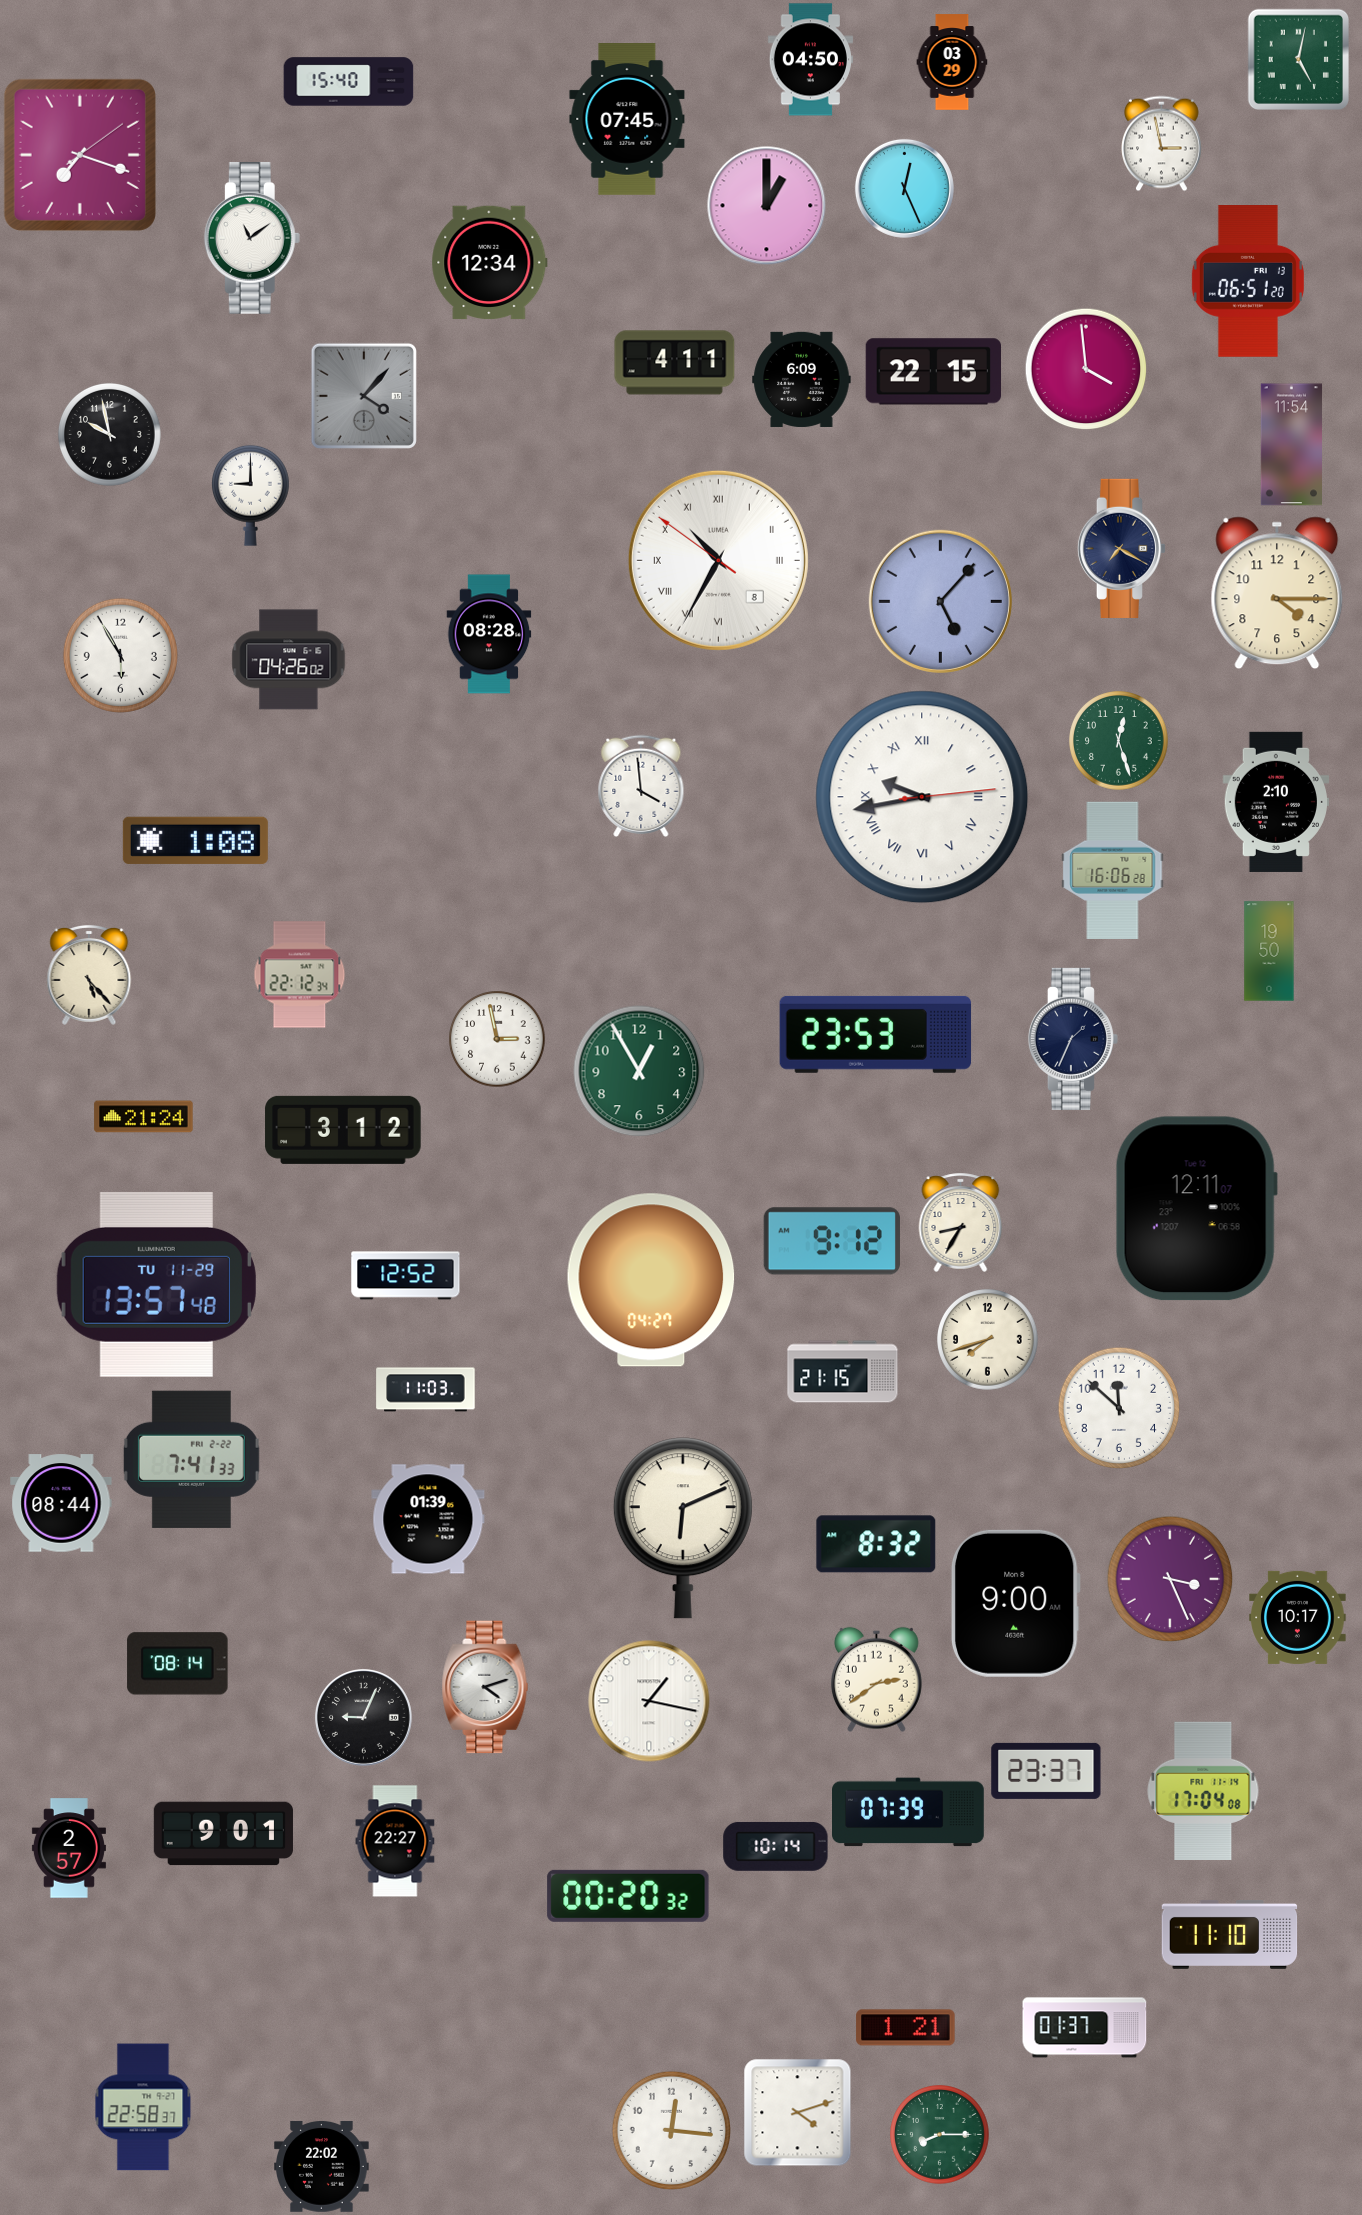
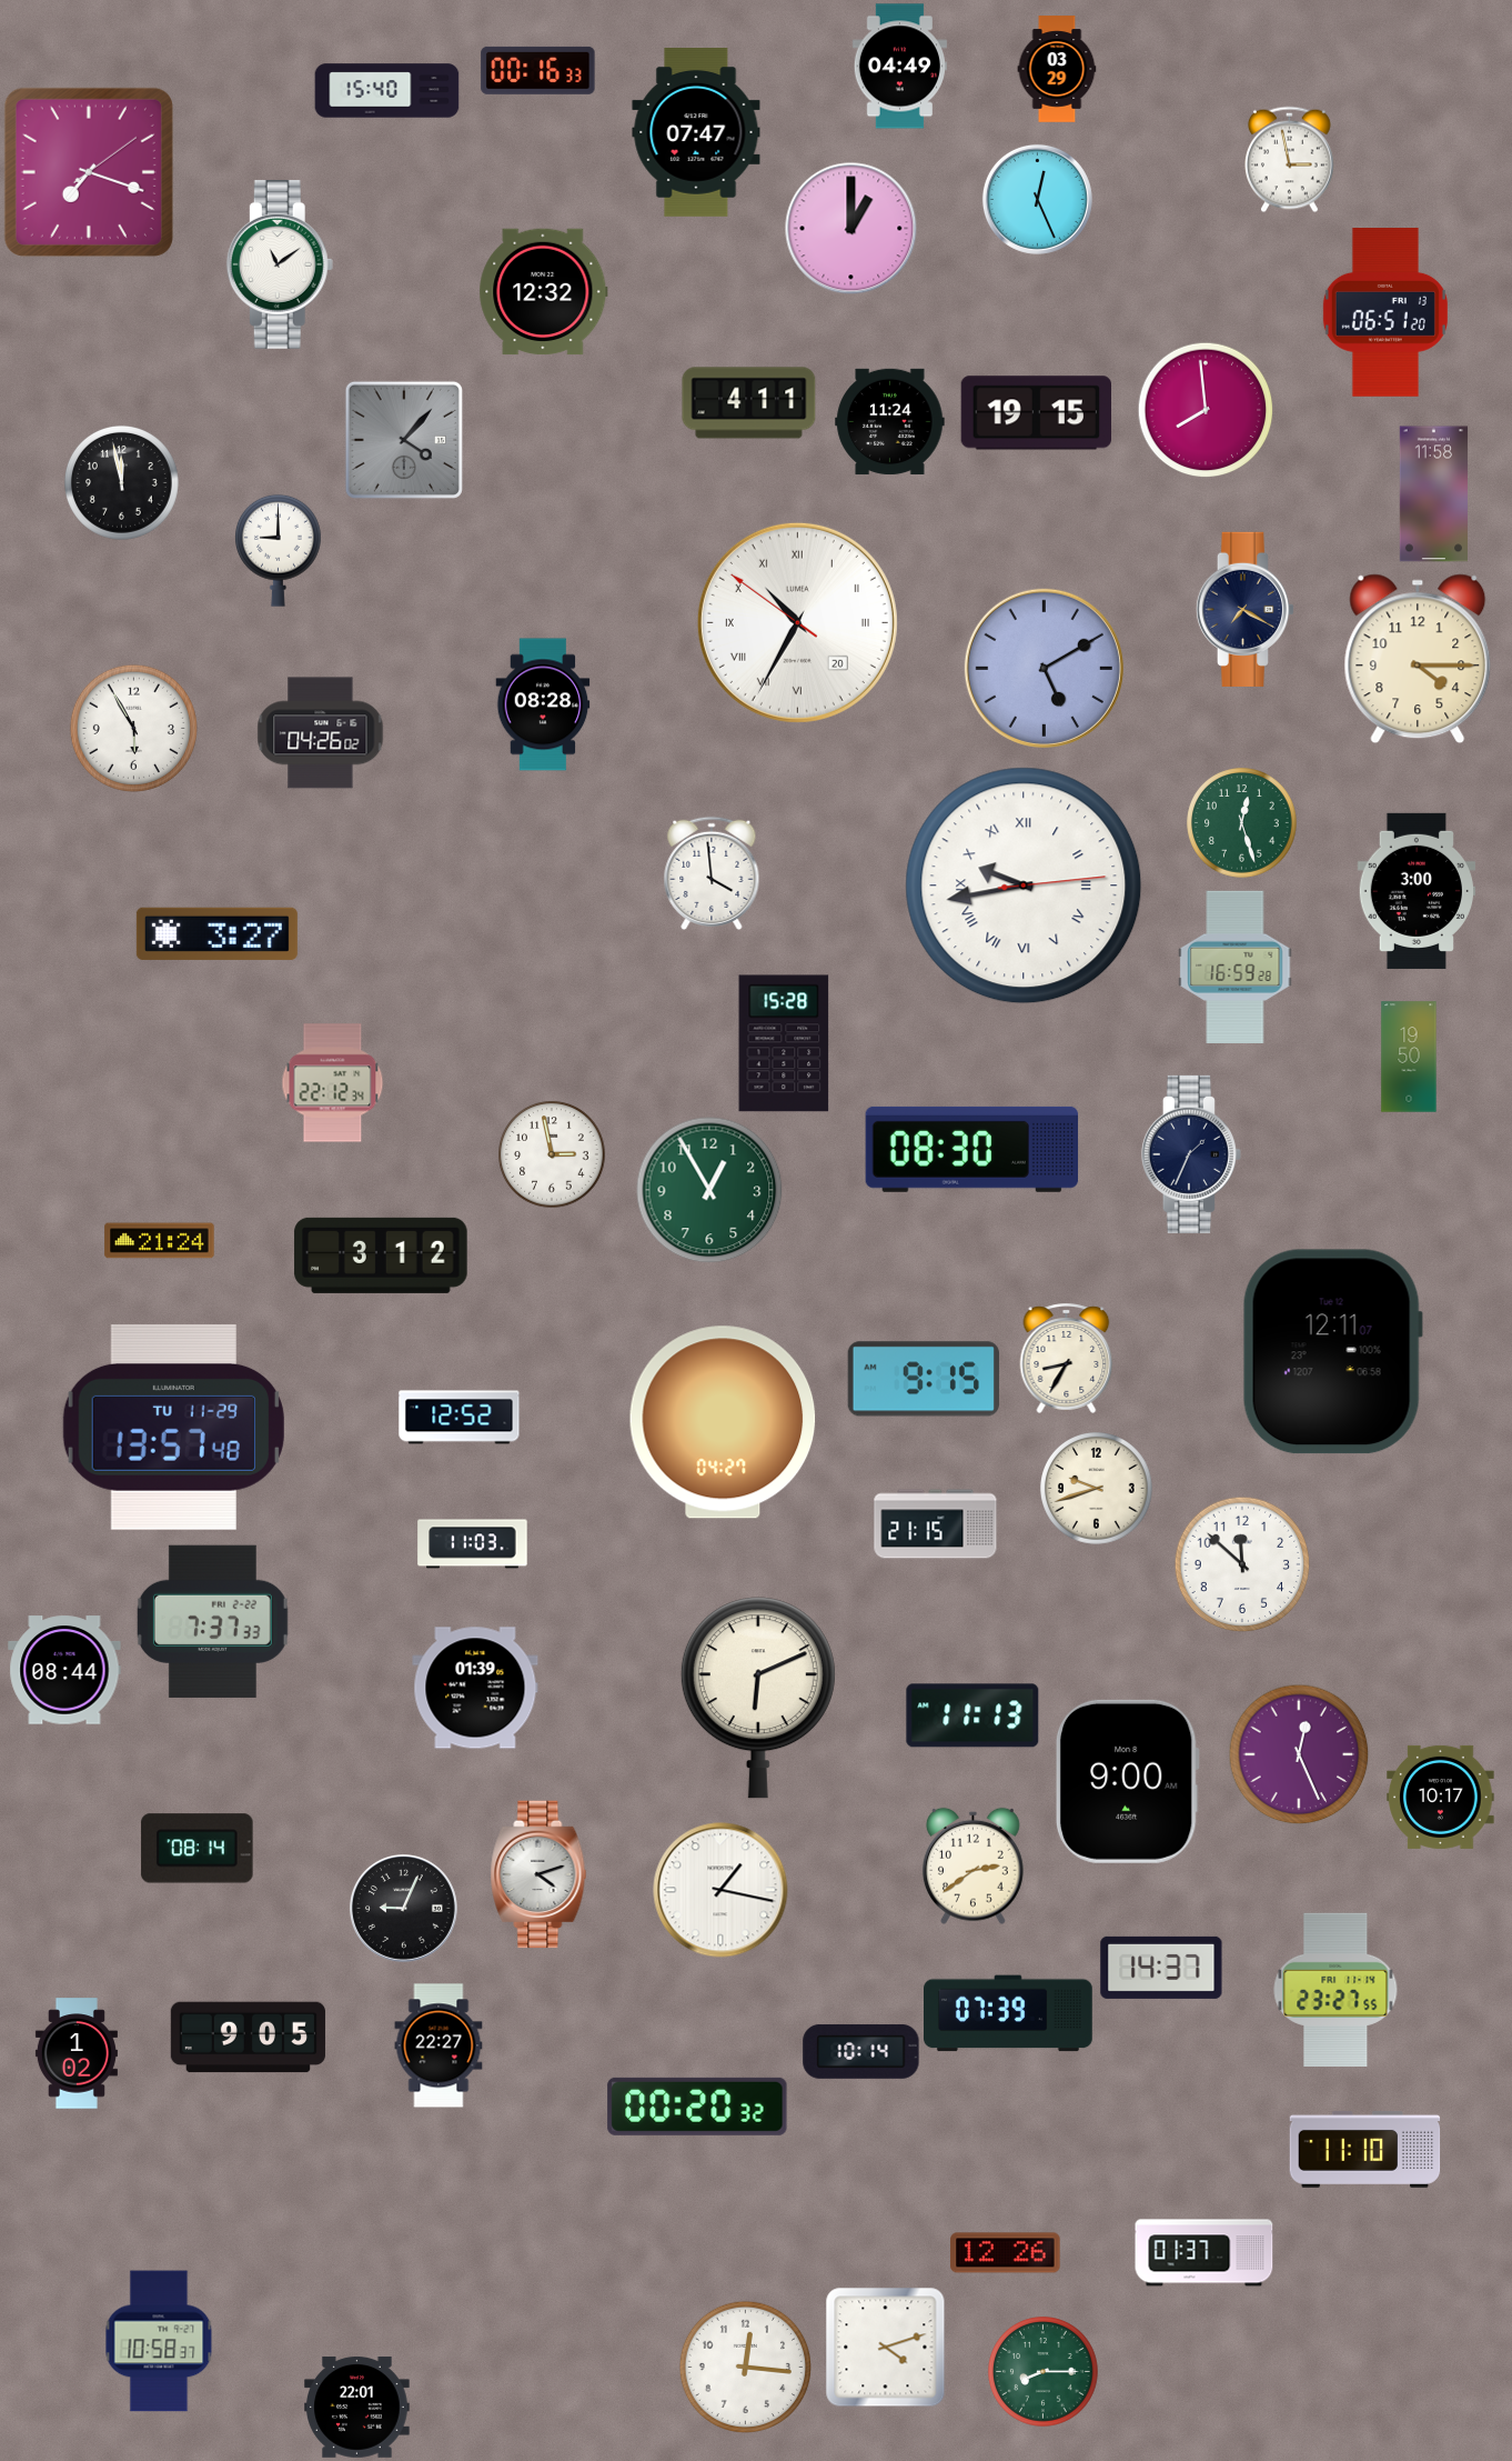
clock at (1298, 59): 5:02 -> none
clock at (810, 60): 04:50 -> 04:49
clock at (538, 70): none -> 00:16
clock at (627, 120): 07:45 -> 07:47
clock at (904, 188) position: (904, 188) -> (1037, 199)
clock at (490, 263): 12:34 -> 12:32
clock at (1086, 369): 3:59 -> 7:59
clock at (933, 372): 22:15 -> 19:15
clock at (802, 379): 6:09 -> 11:24
clock at (109, 434): 9:58 -> 11:58
clock at (1291, 445): 11:54 -> 11:58
clock at (718, 560) date: 8 -> 20
clock at (940, 601): 5:07 -> 5:10
clock at (1275, 802): 2:10 -> 3:00
clock at (195, 840): 1:08 -> 3:27
clock at (1113, 870): 16:06 -> 16:59
clock at (784, 1043): none -> 15:28
clock at (89, 975): 5:23 -> none
clock at (876, 1034): 23:53 -> 08:30
clock at (1196, 1209) position: (1196, 1209) -> (1332, 1352)
clock at (832, 1241): 9:12 -> 9:15
clock at (406, 1276) position: (406, 1276) -> (460, 1418)
clock at (988, 1340): 7:42 -> 9:42
clock at (191, 1459): 7:41 -> 7:37
clock at (61, 1503) position: (61, 1503) -> (64, 1670)
clock at (876, 1544): 8:32 -> 11:13
clock at (1170, 1579): 3:26 -> 12:26
clock at (1046, 1771): 23:37 -> 14:37
clock at (1203, 1791): 17:04 -> 23:27
clock at (223, 1834): 9:01 -> 9:05
clock at (69, 1848): 2:57 -> 1:02
clock at (906, 2028): 1:21 -> 12:26
clock at (143, 2107): 22:58 -> 10:58
clock at (322, 2166): 22:02 -> 22:01
